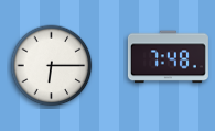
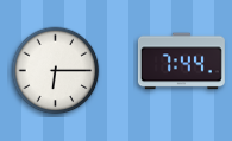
clock at (168, 57): 7:48 -> 7:44
